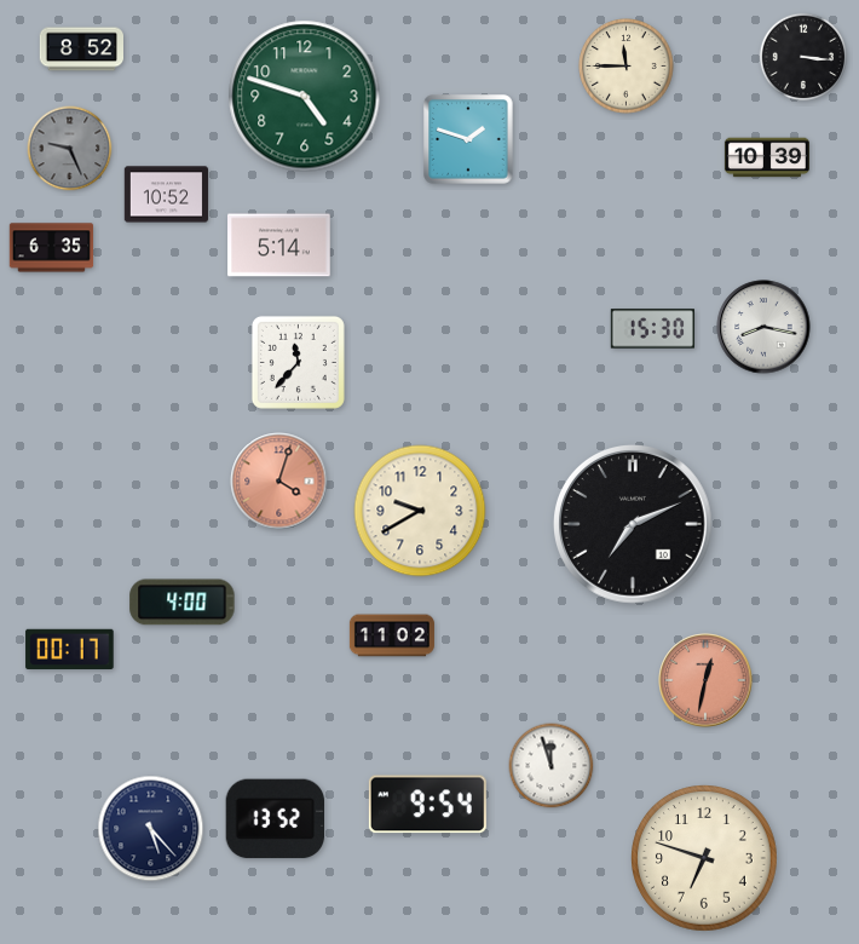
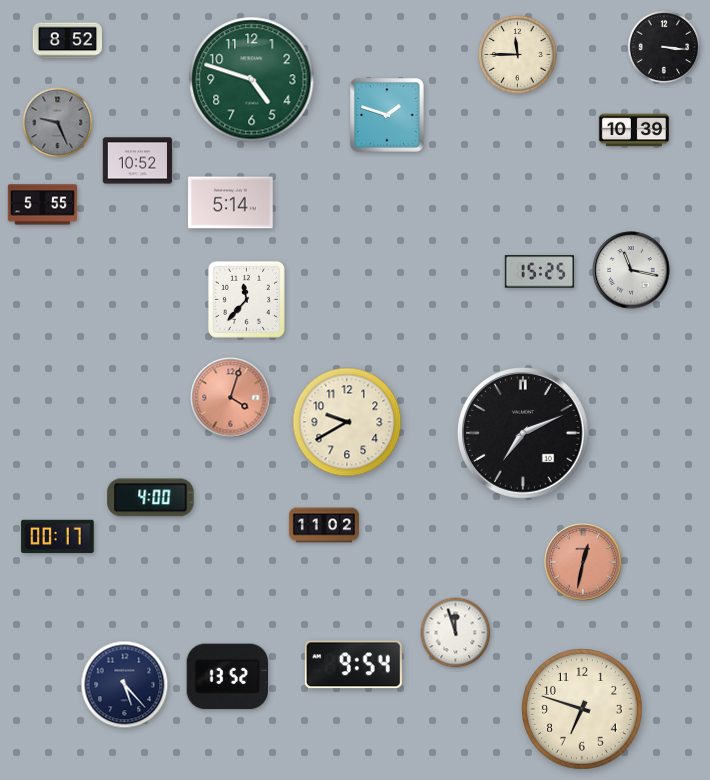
clock at (52, 248): 6:35 -> 5:55
clock at (763, 327): 8:17 -> 11:17
clock at (652, 329): 15:30 -> 15:25
